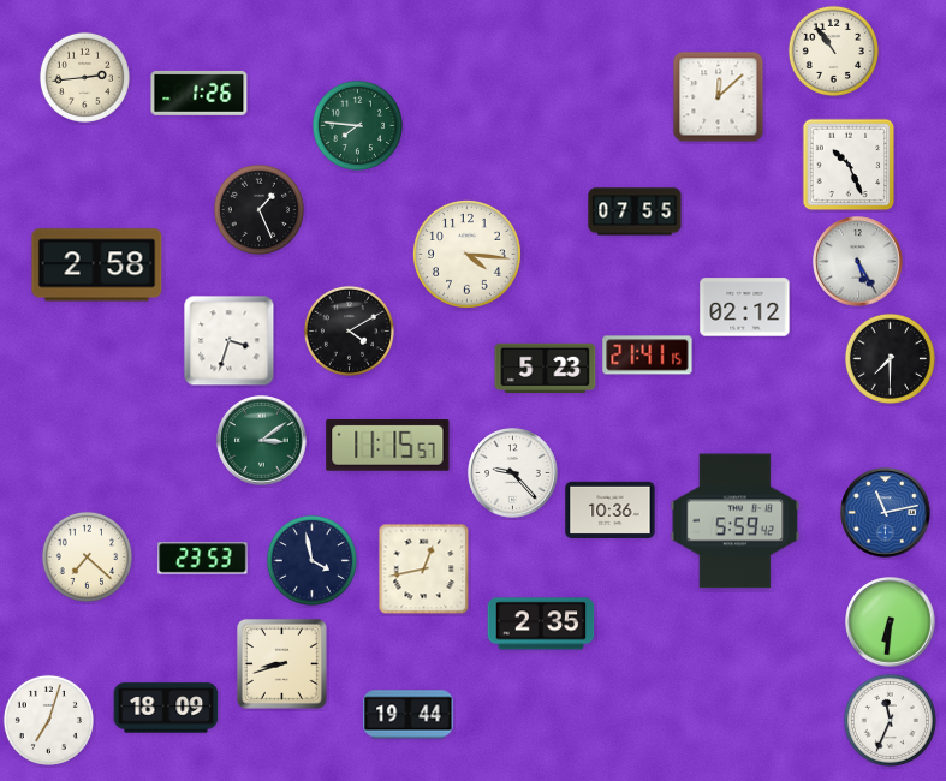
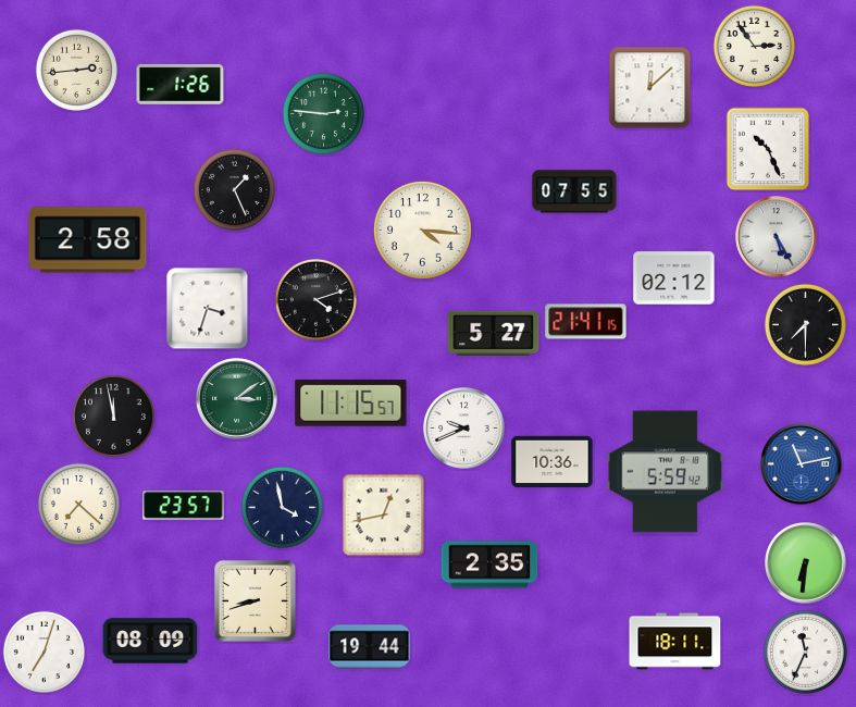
clock at (833, 50): 10:54 -> 2:54
clock at (357, 125): 7:46 -> 2:46
clock at (349, 330): 4:10 -> 4:12
clock at (546, 368): 5:23 -> 5:27
clock at (113, 415): none -> 11:58
clock at (513, 473): 9:23 -> 9:41
clock at (203, 559): 23:53 -> 23:57
clock at (166, 708): 18:09 -> 08:09
clock at (675, 642): none -> 18:11
